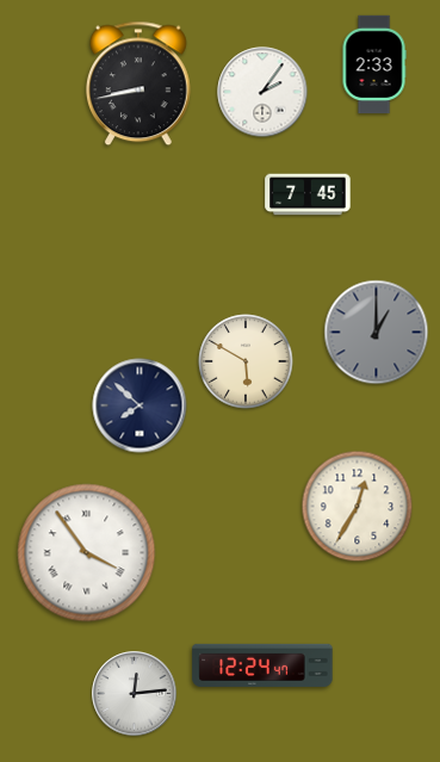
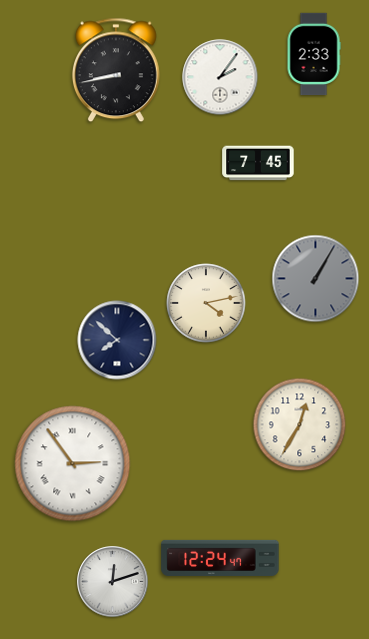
clock at (377, 333): 1:00 -> 1:05
clock at (246, 361): 5:50 -> 4:13
clock at (87, 553): 3:54 -> 2:54
clock at (135, 694): 12:14 -> 12:12
